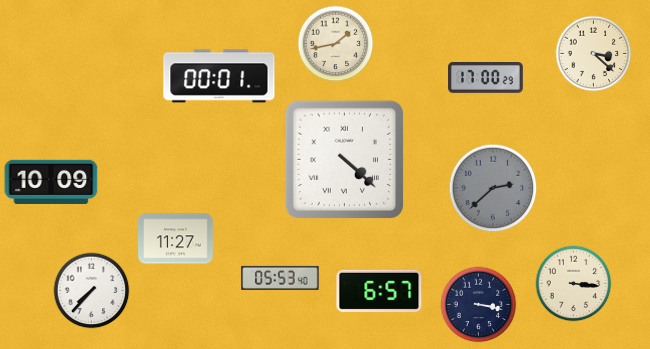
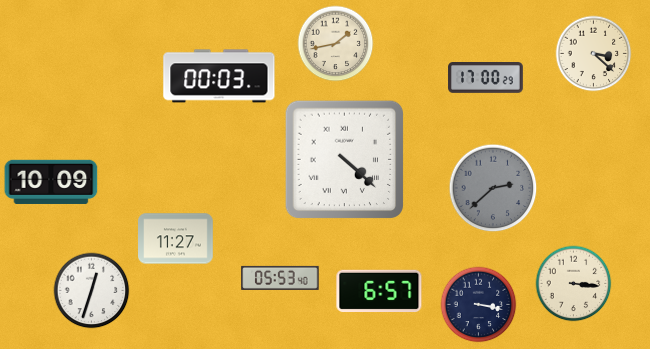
clock at (219, 76): 00:01 -> 00:03
clock at (92, 291): 7:37 -> 12:33
